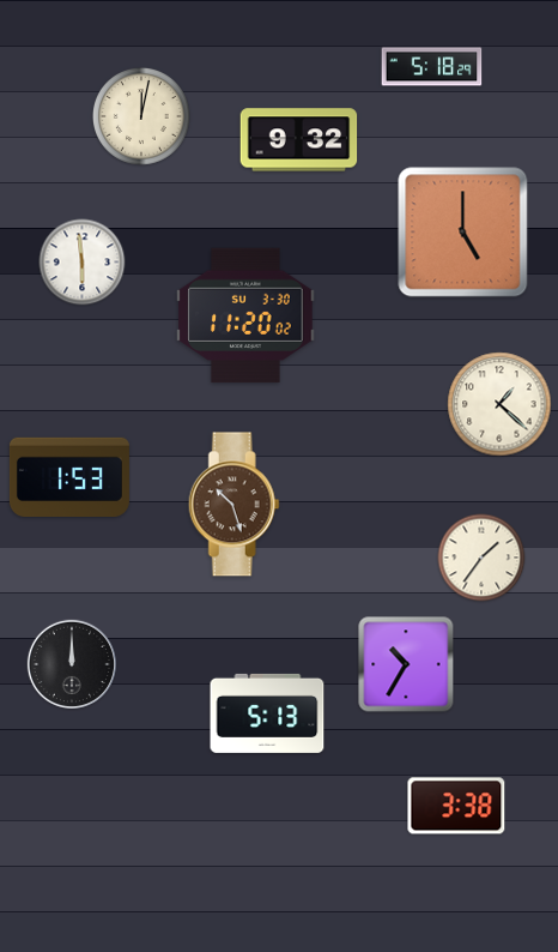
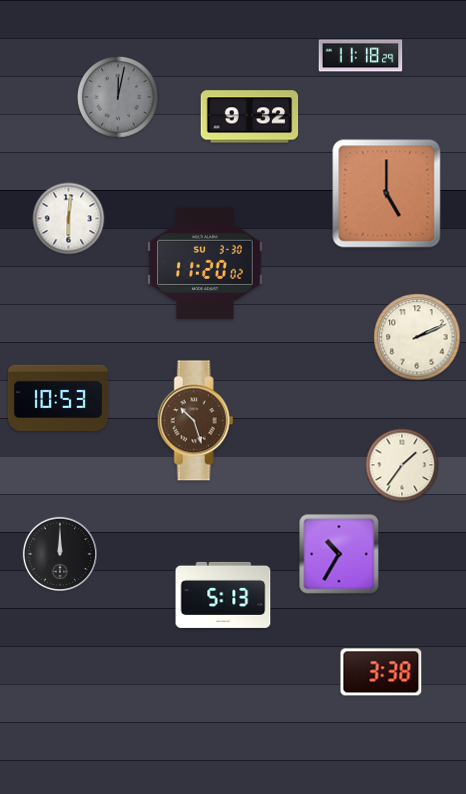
clock at (432, 67): 5:18 -> 11:18
clock at (141, 116) dial: cream -> grey
clock at (83, 263): 5:59 -> 6:01
clock at (499, 404): 1:22 -> 2:11
clock at (69, 476): 1:53 -> 10:53
